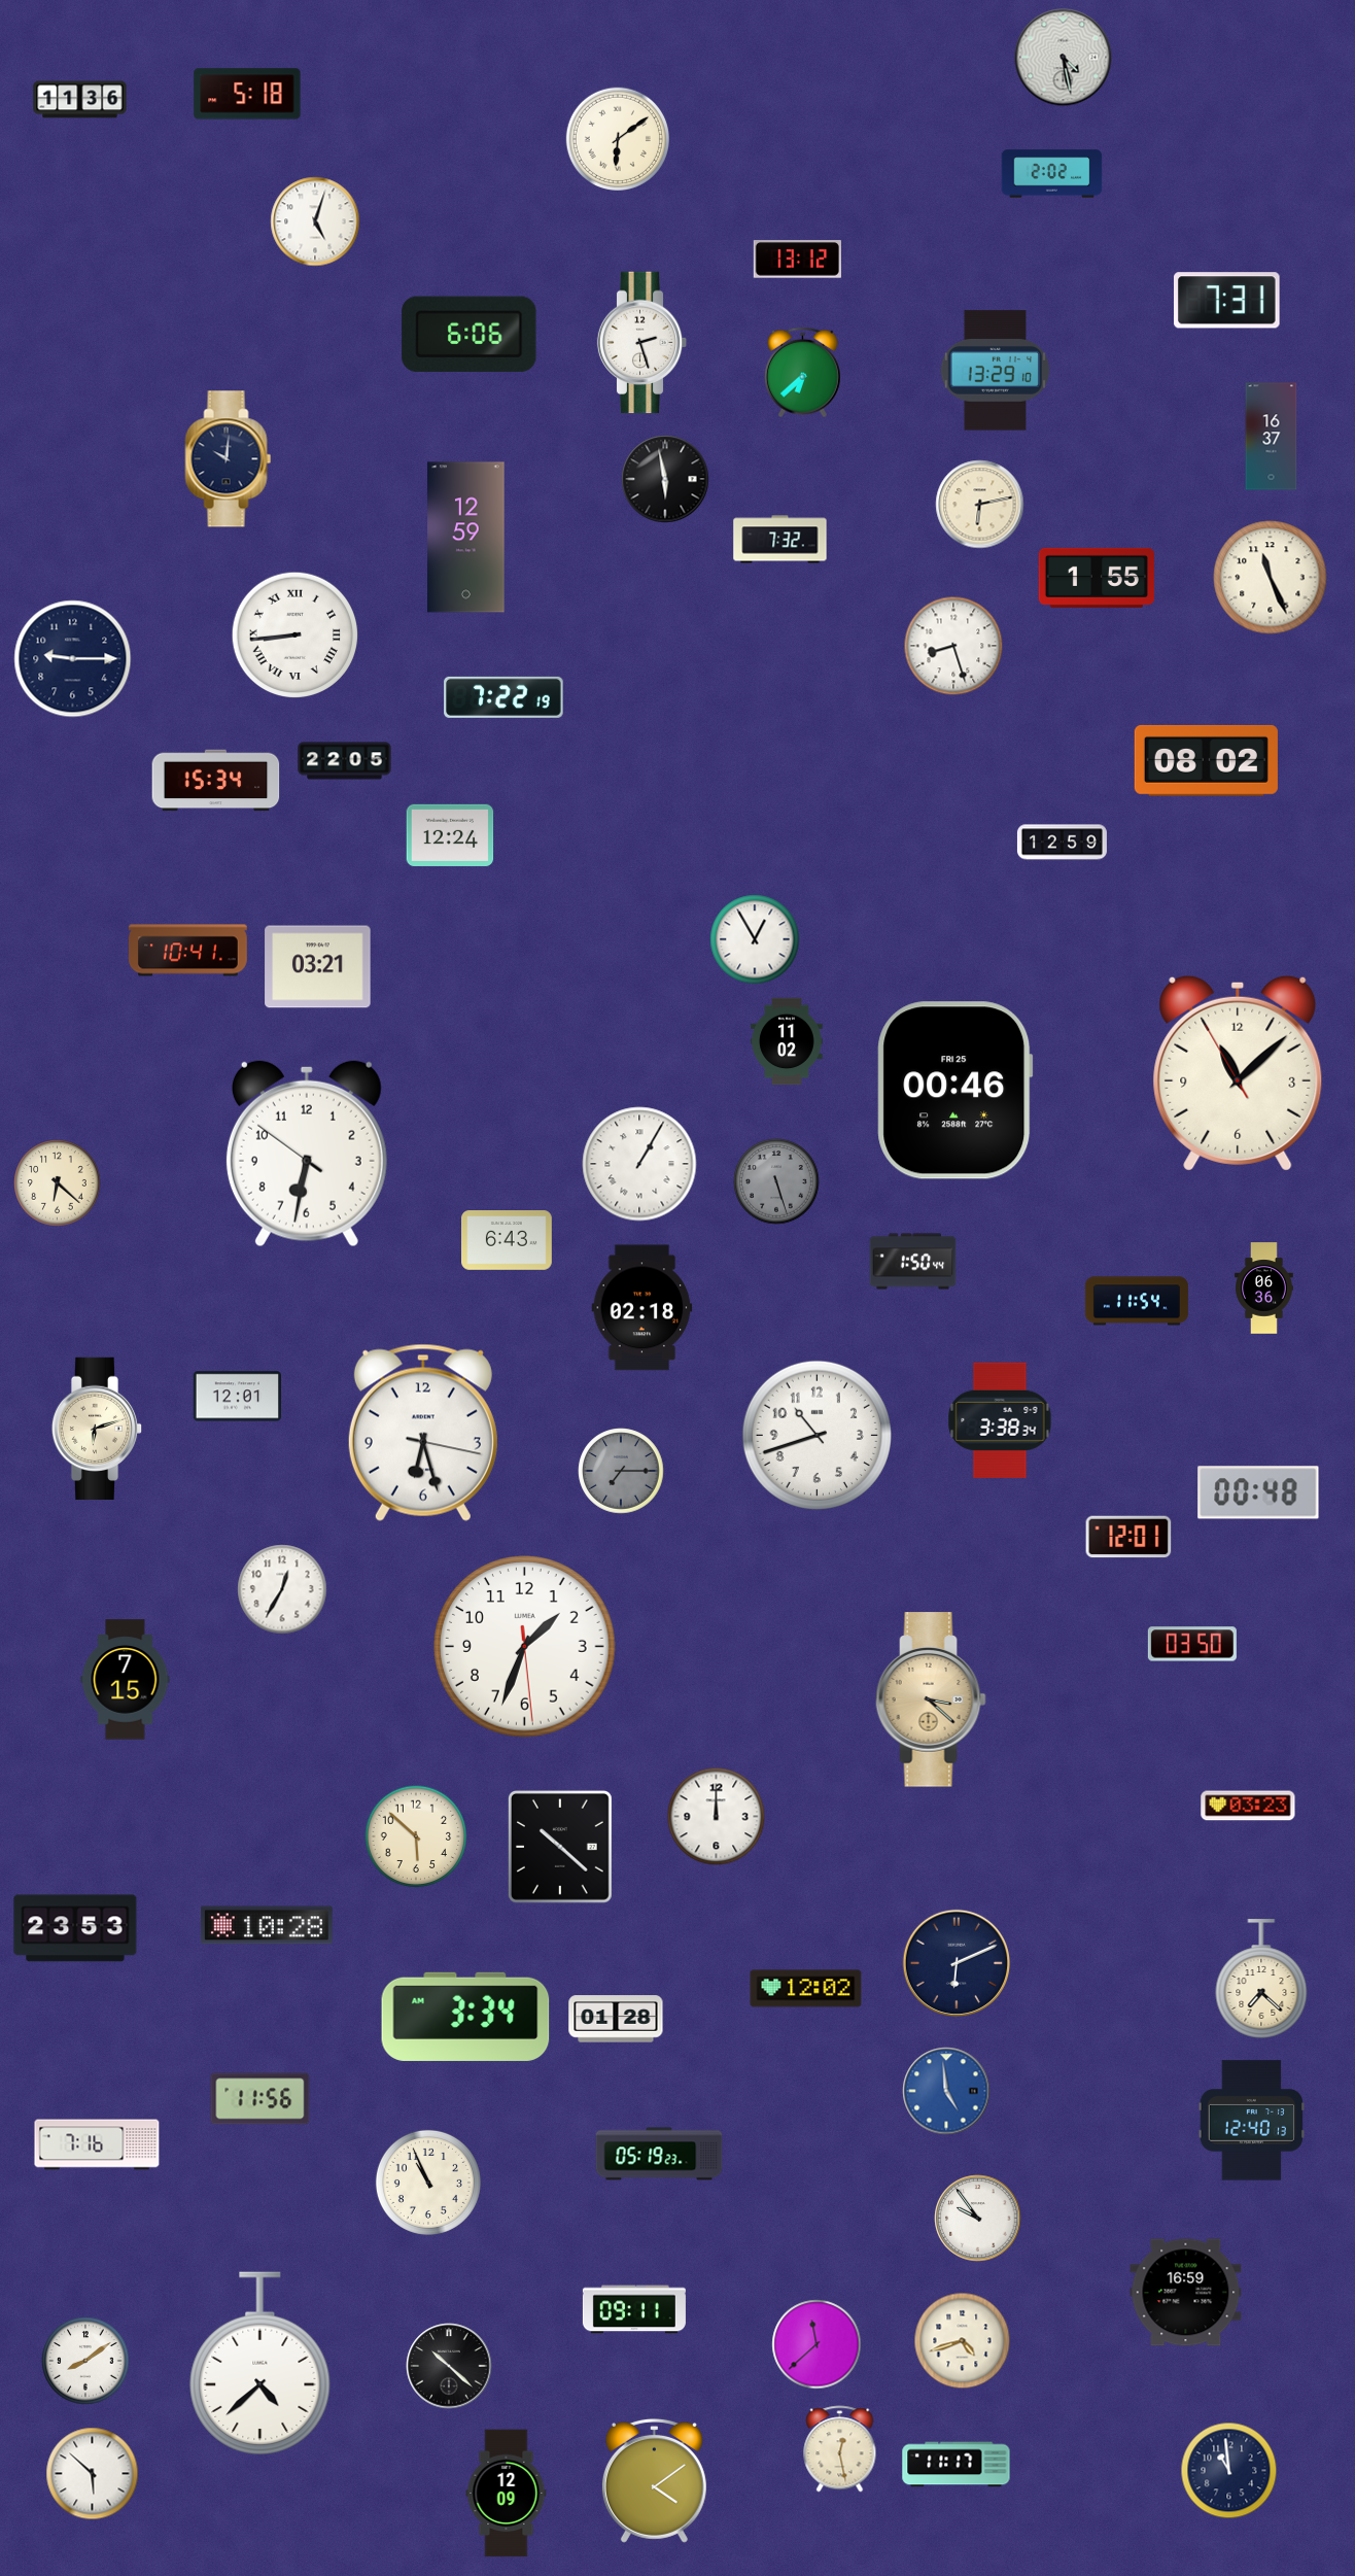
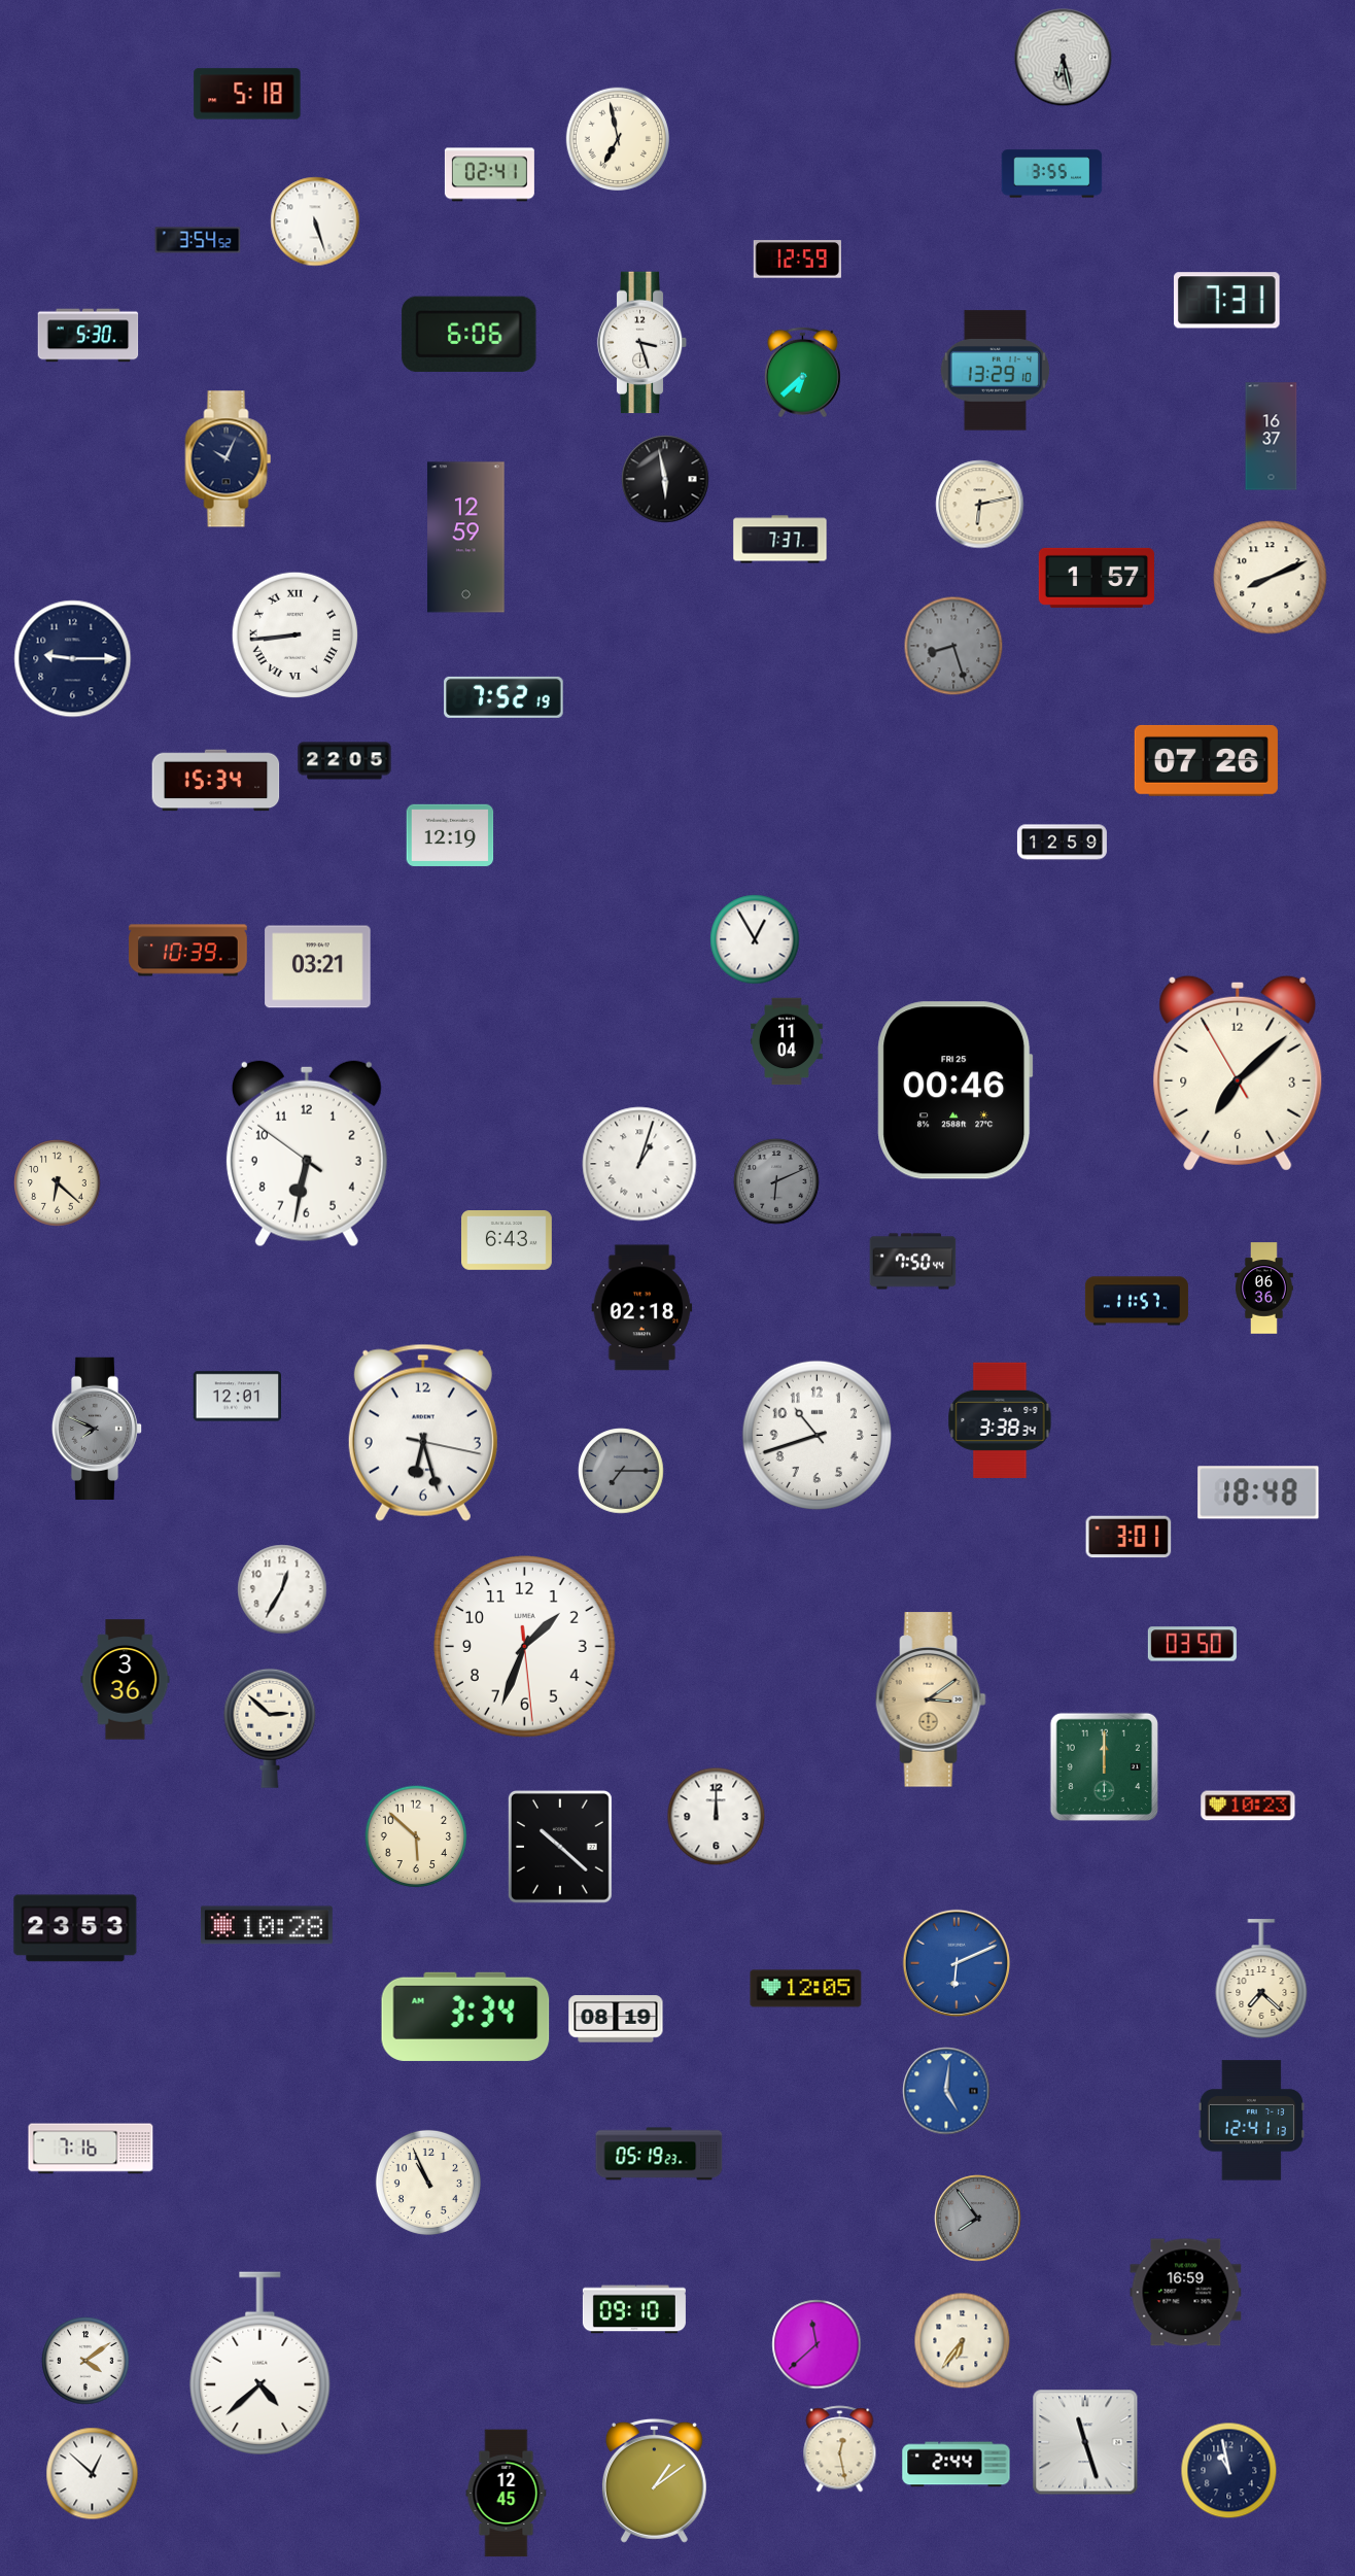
clock at (1064, 58): 4:28 -> 6:28
clock at (80, 100): 11:36 -> none
clock at (617, 138): 6:09 -> 6:58
clock at (1052, 174): 2:02 -> 3:55
clock at (489, 175): none -> 02:41
clock at (315, 221): 5:03 -> 5:27
clock at (198, 240): none -> 3:54
clock at (797, 260): 13:12 -> 12:59
clock at (89, 336): none -> 5:30
clock at (642, 343): 2:27 -> 3:27
clock at (229, 459): 10:01 -> 10:04
clock at (780, 540): 7:32 -> 7:37
clock at (1097, 578): 1:55 -> 1:57
clock at (1271, 578): 11:26 -> 8:11
clock at (953, 646) dial: white -> grey
clock at (503, 697): 7:22 -> 7:52
clock at (1206, 760): 08:02 -> 07:26
clock at (450, 835): 12:24 -> 12:19
clock at (188, 951): 10:41 -> 10:39
clock at (787, 1041): 11:02 -> 11:04
clock at (1238, 1073): 11:07 -> 7:07
clock at (639, 1164): 1:05 -> 1:03
clock at (776, 1181): 5:27 -> 6:11
clock at (913, 1262): 1:50 -> 7:50
clock at (1137, 1301): 11:54 -> 11:57
clock at (97, 1428): 6:12 -> 7:49
clock at (97, 1428) dial: cream -> grey
clock at (1258, 1492): 00:48 -> 18:48
clock at (1128, 1537): 12:01 -> 3:01
clock at (126, 1680): 7:15 -> 3:36
clock at (931, 1699): 3:22 -> 3:09
clock at (270, 1728): none -> 2:52
clock at (1104, 1766): none -> 12:00
clock at (1248, 1806): 03:23 -> 10:23
clock at (956, 1962) dial: navy -> blue
clock at (806, 1989): 12:02 -> 12:05
clock at (616, 2019): 01:28 -> 08:19
clock at (946, 2091): 4:59 -> 5:01
clock at (260, 2099): 11:56 -> none
clock at (1251, 2121): 12:40 -> 12:41
clock at (97, 2144) position: (97, 2144) -> (91, 2149)
clock at (978, 2219): 9:54 -> 7:54
clock at (978, 2219) dial: white -> grey
clock at (634, 2309): 09:11 -> 09:10
clock at (963, 2341): 4:42 -> 6:36
clock at (85, 2361): 8:09 -> 4:09
clock at (449, 2366): 10:22 -> none
clock at (1085, 2442): none -> 11:27
clock at (957, 2465): 11:17 -> 2:44
clock at (1229, 2471): 10:59 -> 10:58
clock at (93, 2474): 5:52 -> 12:52
clock at (654, 2480): 4:09 -> 1:09
clock at (507, 2494): 12:09 -> 12:45
